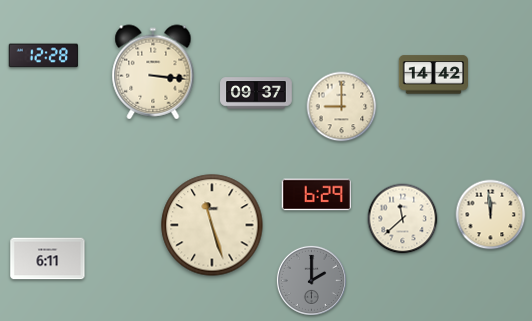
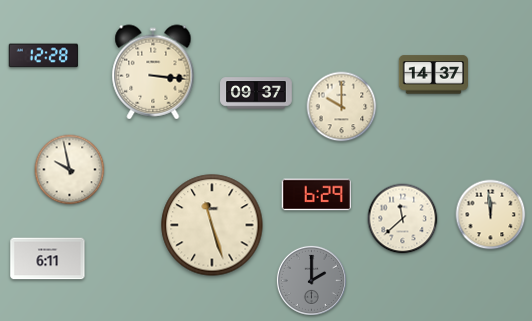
clock at (434, 75): 14:42 -> 14:37
clock at (342, 107): 9:00 -> 10:00
clock at (70, 170): none -> 9:58
